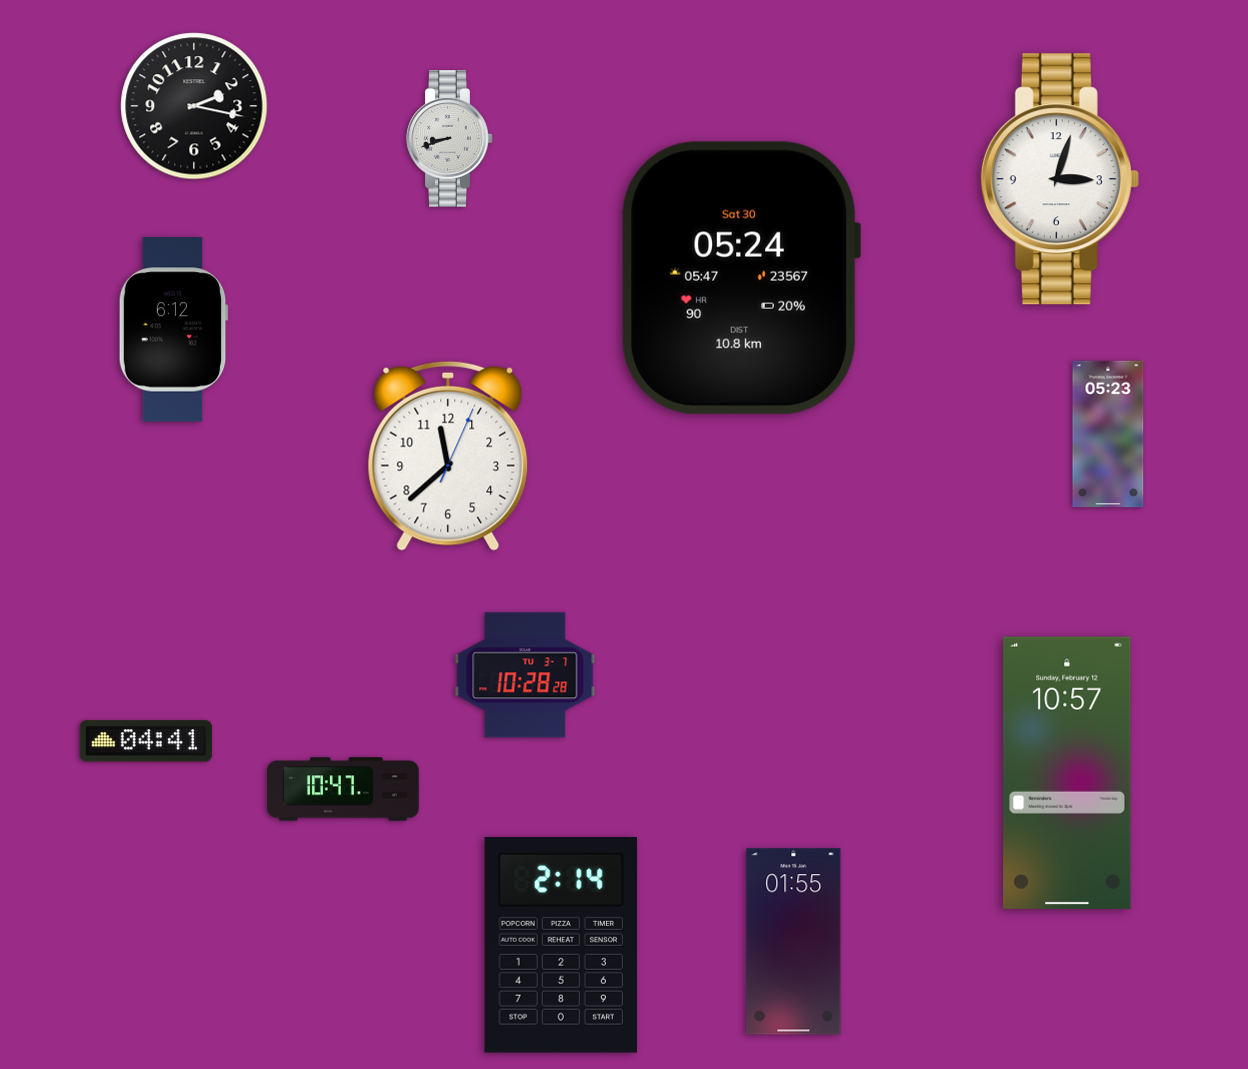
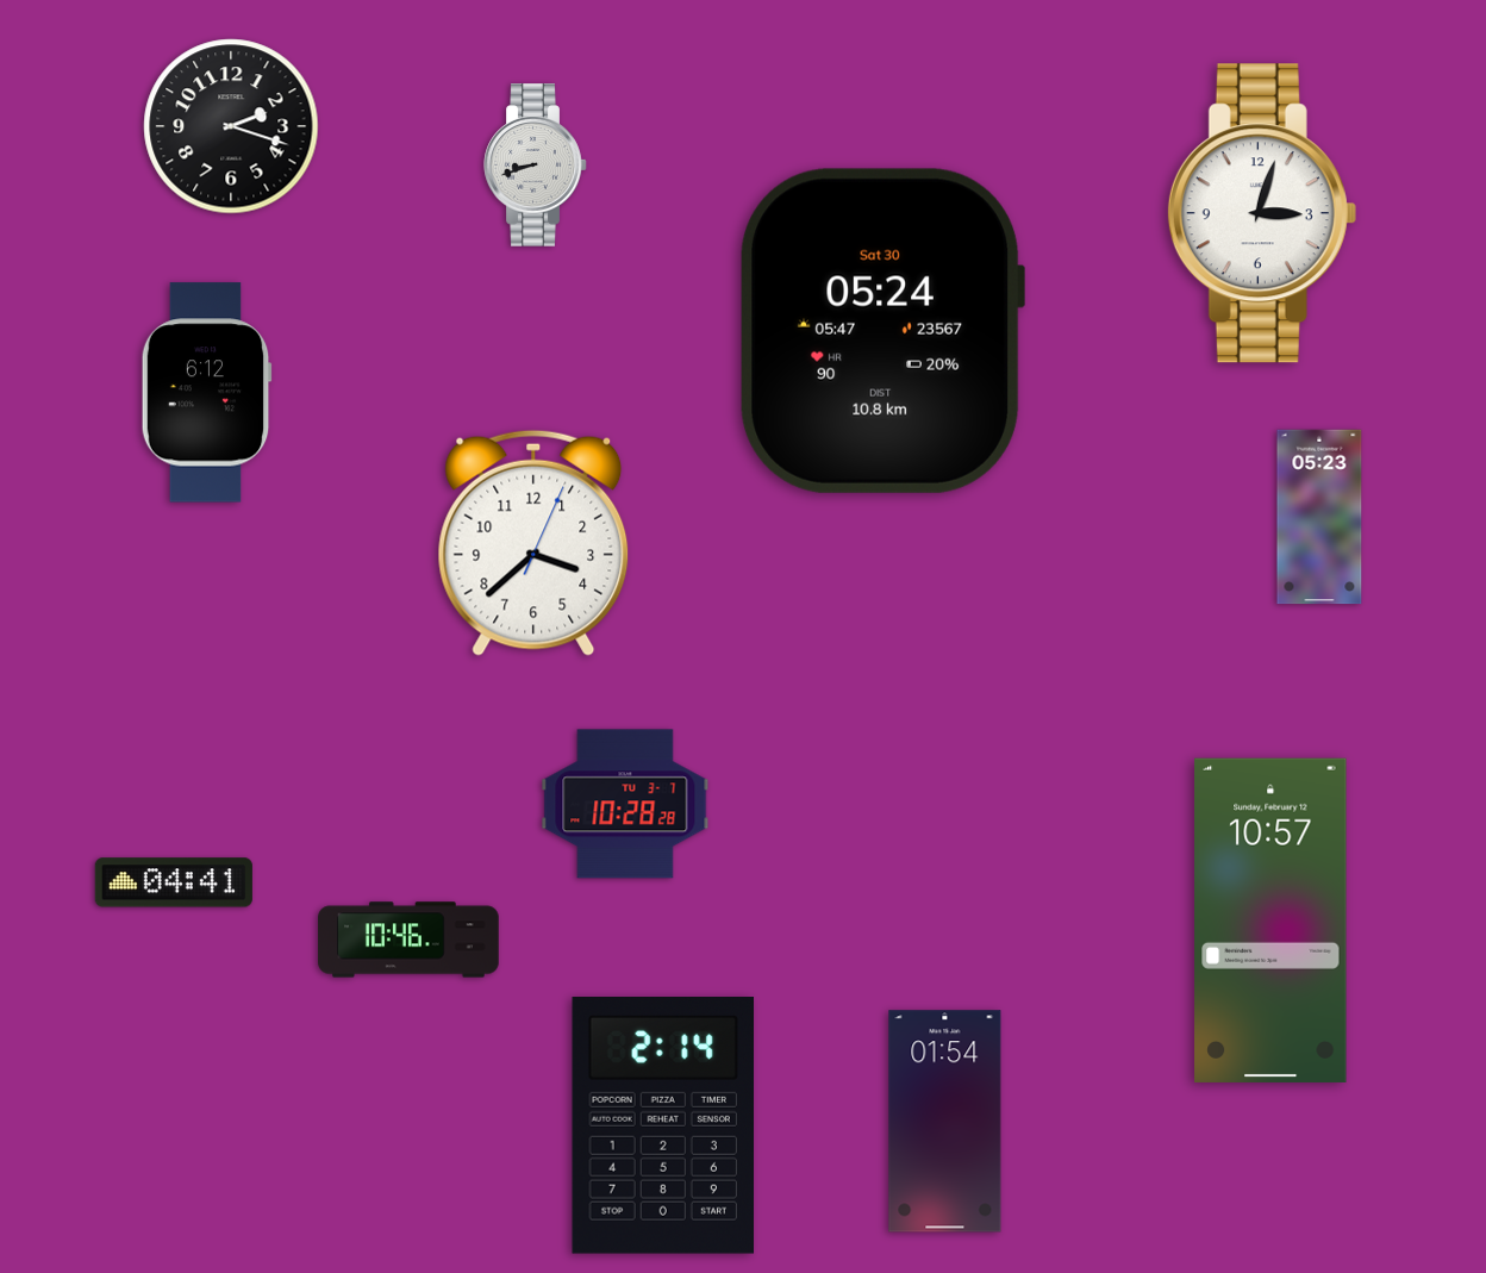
clock at (194, 106): 2:17 -> 2:18
clock at (448, 456): 11:38 -> 3:38
clock at (343, 789): 10:47 -> 10:46
clock at (794, 942): 01:55 -> 01:54
clock at (560, 946) position: (560, 946) -> (662, 1127)
